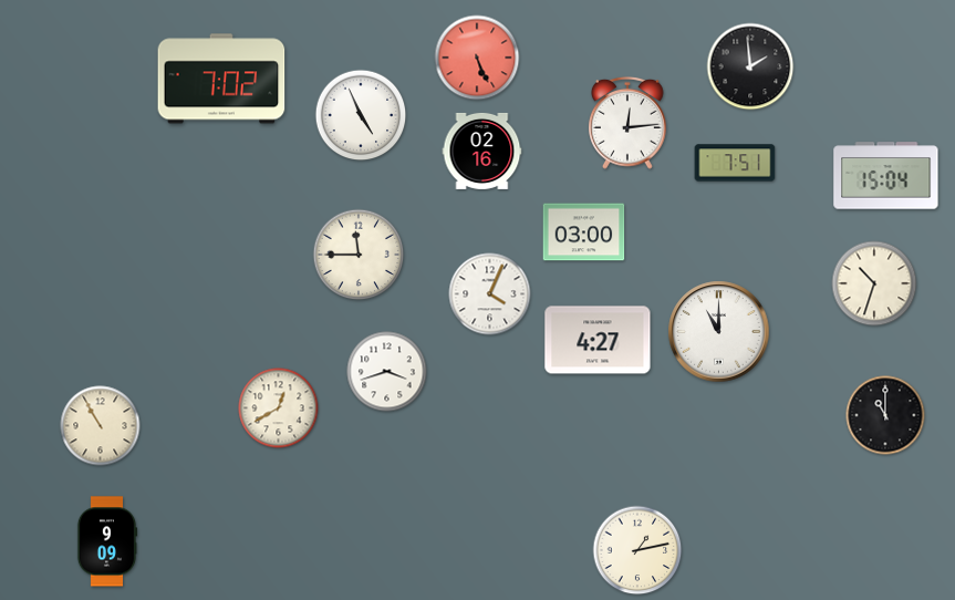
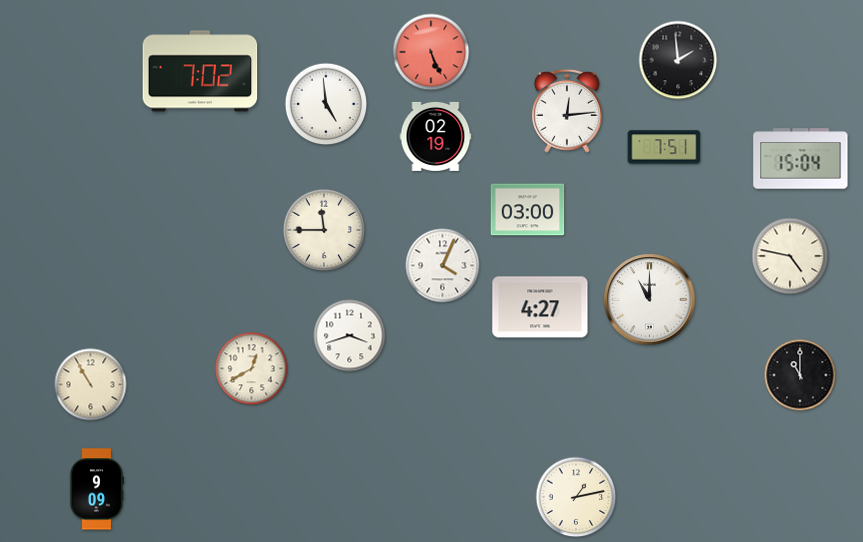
clock at (361, 115): 4:56 -> 4:59
clock at (482, 151): 02:16 -> 02:19
clock at (874, 283): 10:33 -> 4:47
